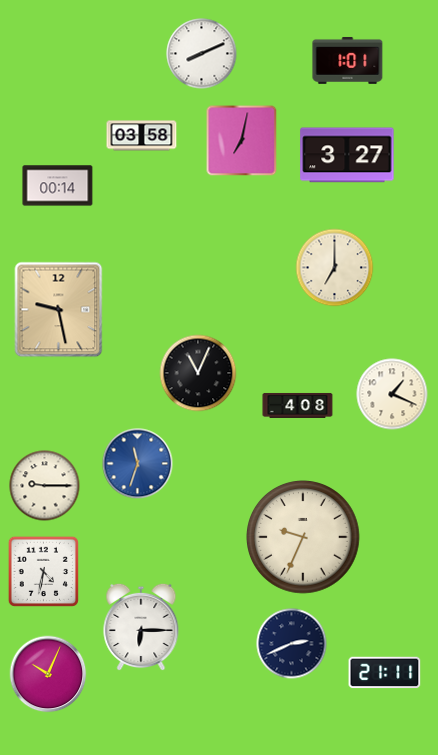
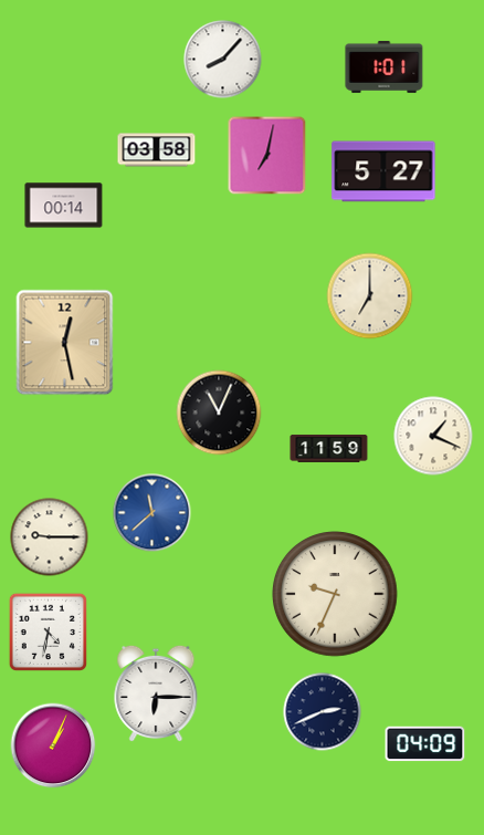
clock at (202, 54): 8:11 -> 8:07
clock at (347, 155): 3:27 -> 5:27
clock at (59, 310): 9:28 -> 12:28
clock at (298, 405): 4:08 -> 11:59
clock at (138, 464): 11:33 -> 11:38
clock at (385, 673): 21:11 -> 04:09
clock at (48, 674): 10:04 -> 1:04
